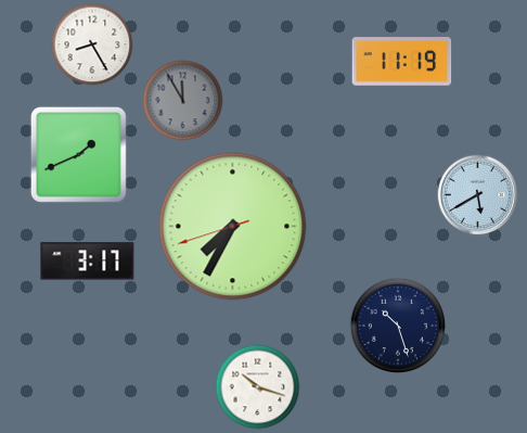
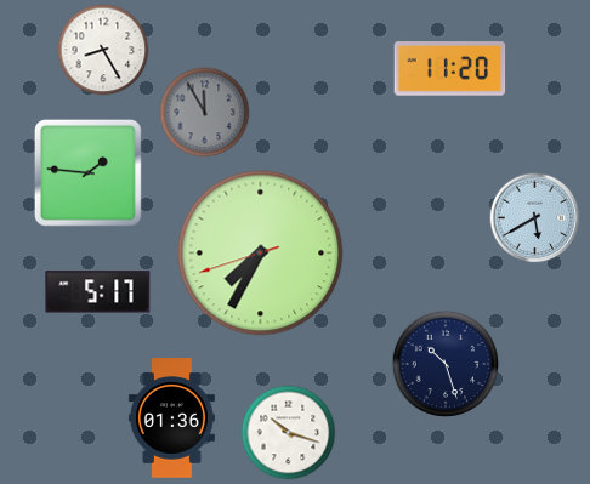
clock at (402, 62): 11:19 -> 11:20
clock at (78, 154): 1:41 -> 1:46
clock at (88, 262): 3:17 -> 5:17
clock at (171, 418): none -> 01:36
